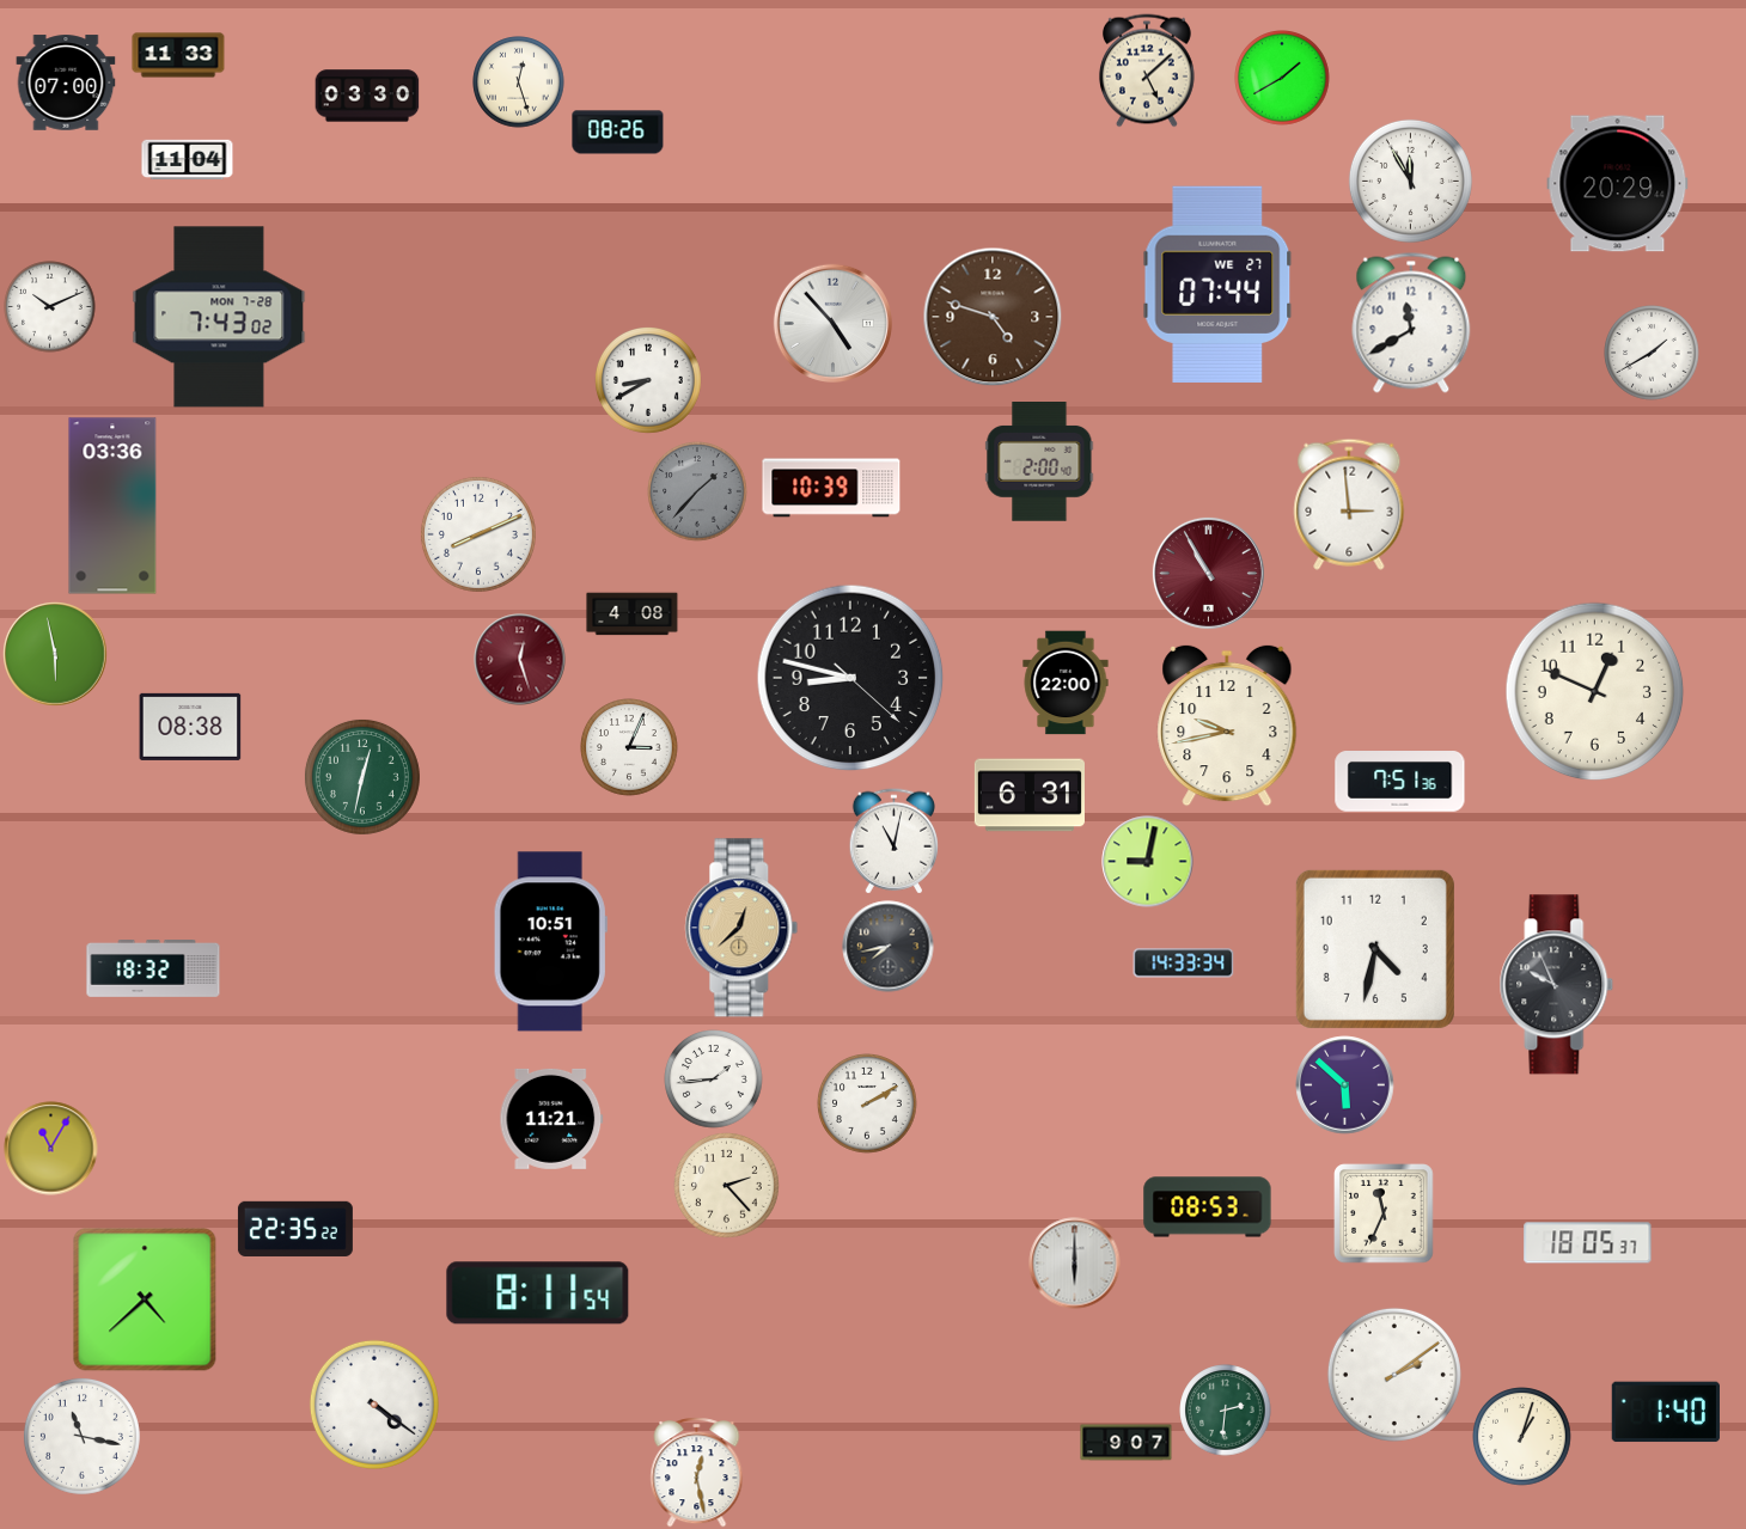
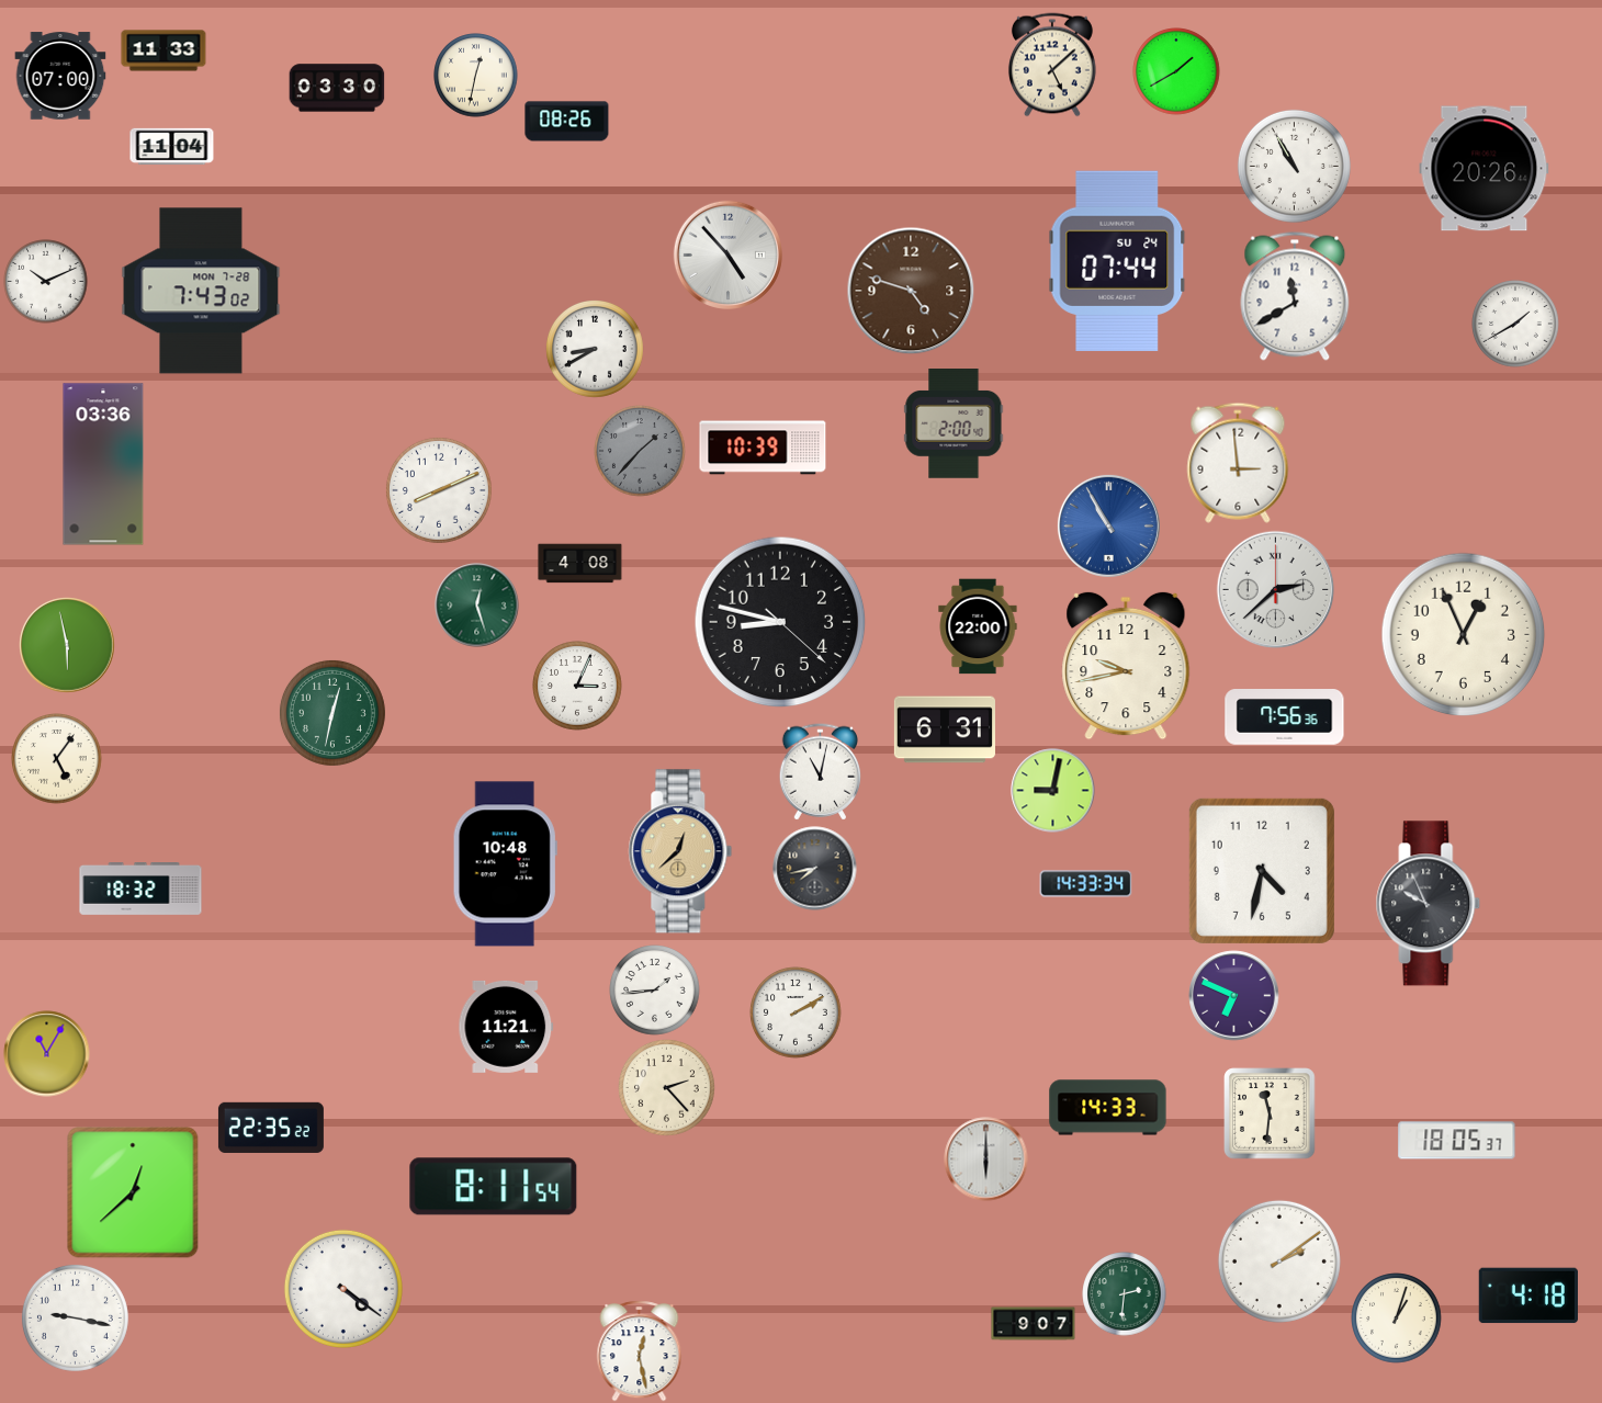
clock at (519, 82): 12:27 -> 12:32
clock at (1410, 181): 11:55 -> 10:55
clock at (1618, 184): 20:29 -> 20:26
clock at (1217, 285) date: WE 27 -> SU 24
clock at (832, 323) position: (832, 323) -> (727, 254)
clock at (1208, 573) dial: burgundy -> blue
clock at (1276, 590): none -> 2:38
clock at (55, 654) position: (55, 654) -> (67, 645)
clock at (520, 660) dial: burgundy -> green
clock at (1595, 692): 12:49 -> 12:56
clock at (190, 727): 08:38 -> none
clock at (1400, 782): 7:51 -> 7:56
clock at (57, 759): none -> 5:06
clock at (550, 942): 10:51 -> 10:48
clock at (1345, 1085): 5:52 -> 6:49
clock at (1208, 1207): 08:53 -> 14:33
clock at (1384, 1213): 11:34 -> 11:31
clock at (145, 1299): 4:38 -> 12:38
clock at (1666, 1412): 1:40 -> 4:18
clock at (81, 1436): 11:17 -> 9:17
